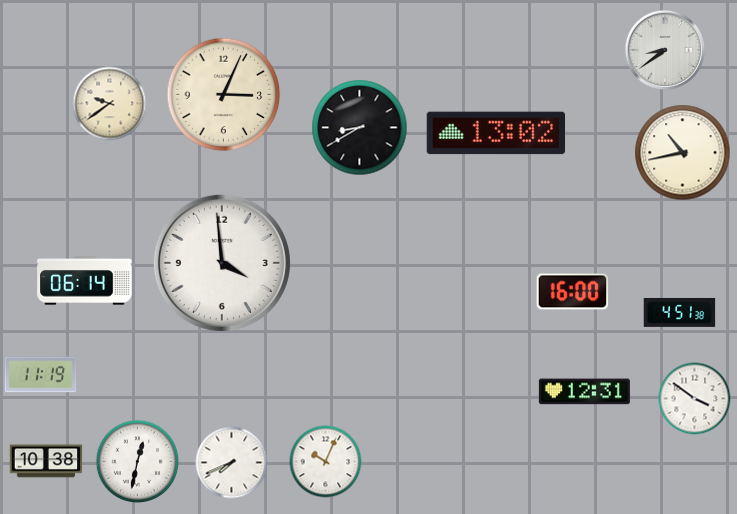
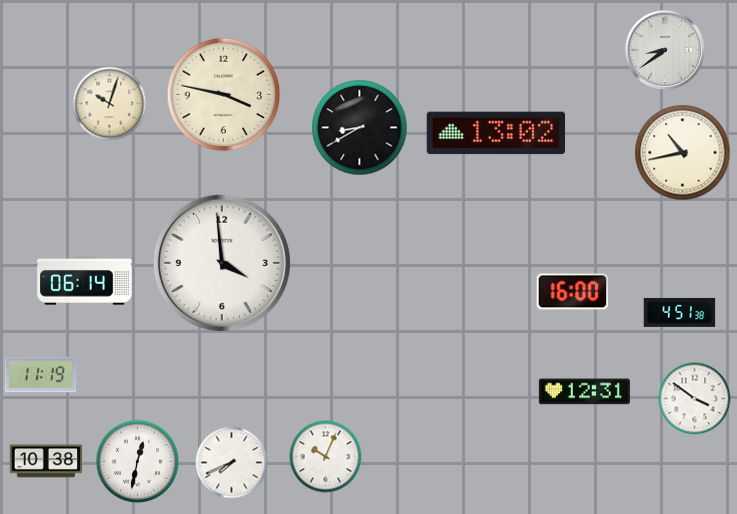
clock at (224, 95): 3:04 -> 3:47
clock at (110, 104): 9:39 -> 10:03
clock at (326, 462) position: (326, 462) -> (326, 457)
